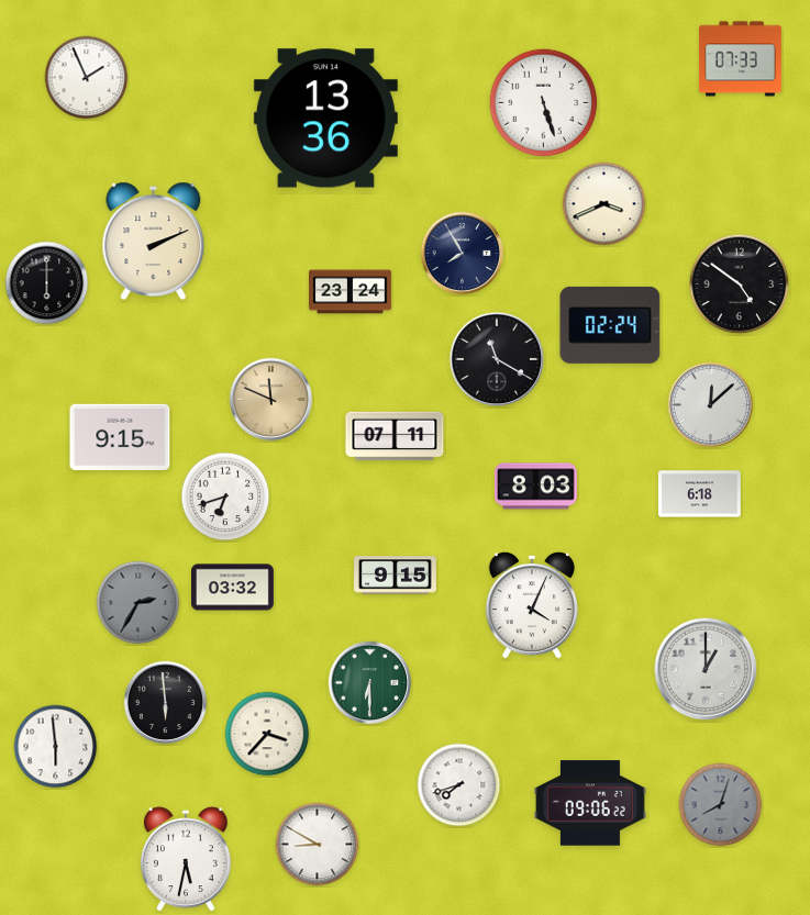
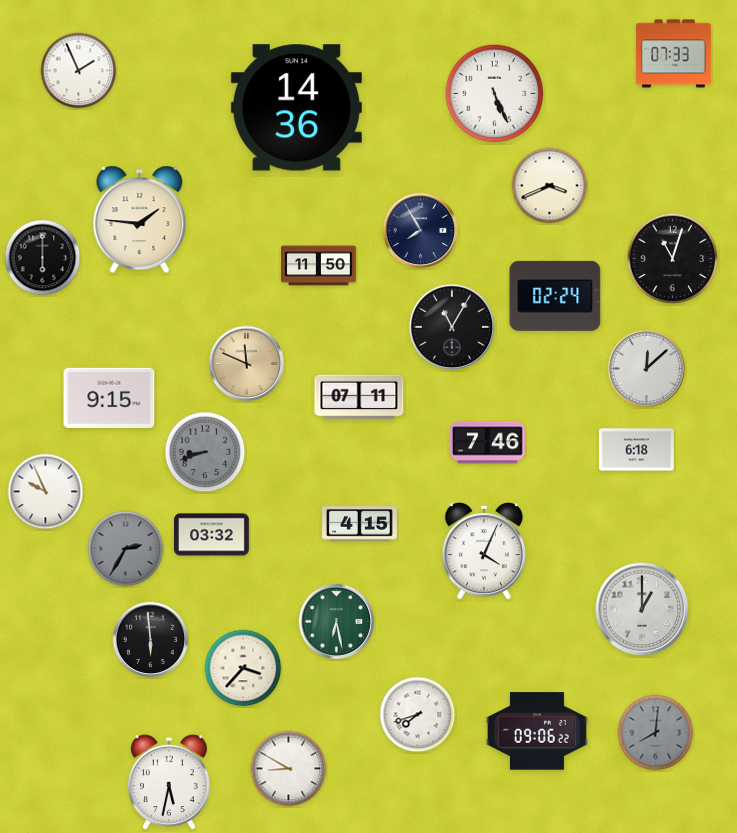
clock at (544, 103): 5:27 -> 5:26
clock at (325, 119): 13:36 -> 14:36
clock at (154, 241): 2:11 -> 1:46
clock at (740, 284): 4:51 -> 11:03
clock at (351, 292): 23:24 -> 11:50
clock at (497, 359): 11:20 -> 11:05
clock at (535, 487): 8:03 -> 7:46
clock at (225, 496): 6:42 -> 8:42
clock at (225, 496) dial: white -> grey
clock at (46, 492): none -> 9:56
clock at (396, 576): 9:15 -> 4:15
clock at (370, 683): 6:30 -> 6:28
clock at (56, 747): 5:59 -> none
clock at (721, 805): 8:03 -> 8:01
